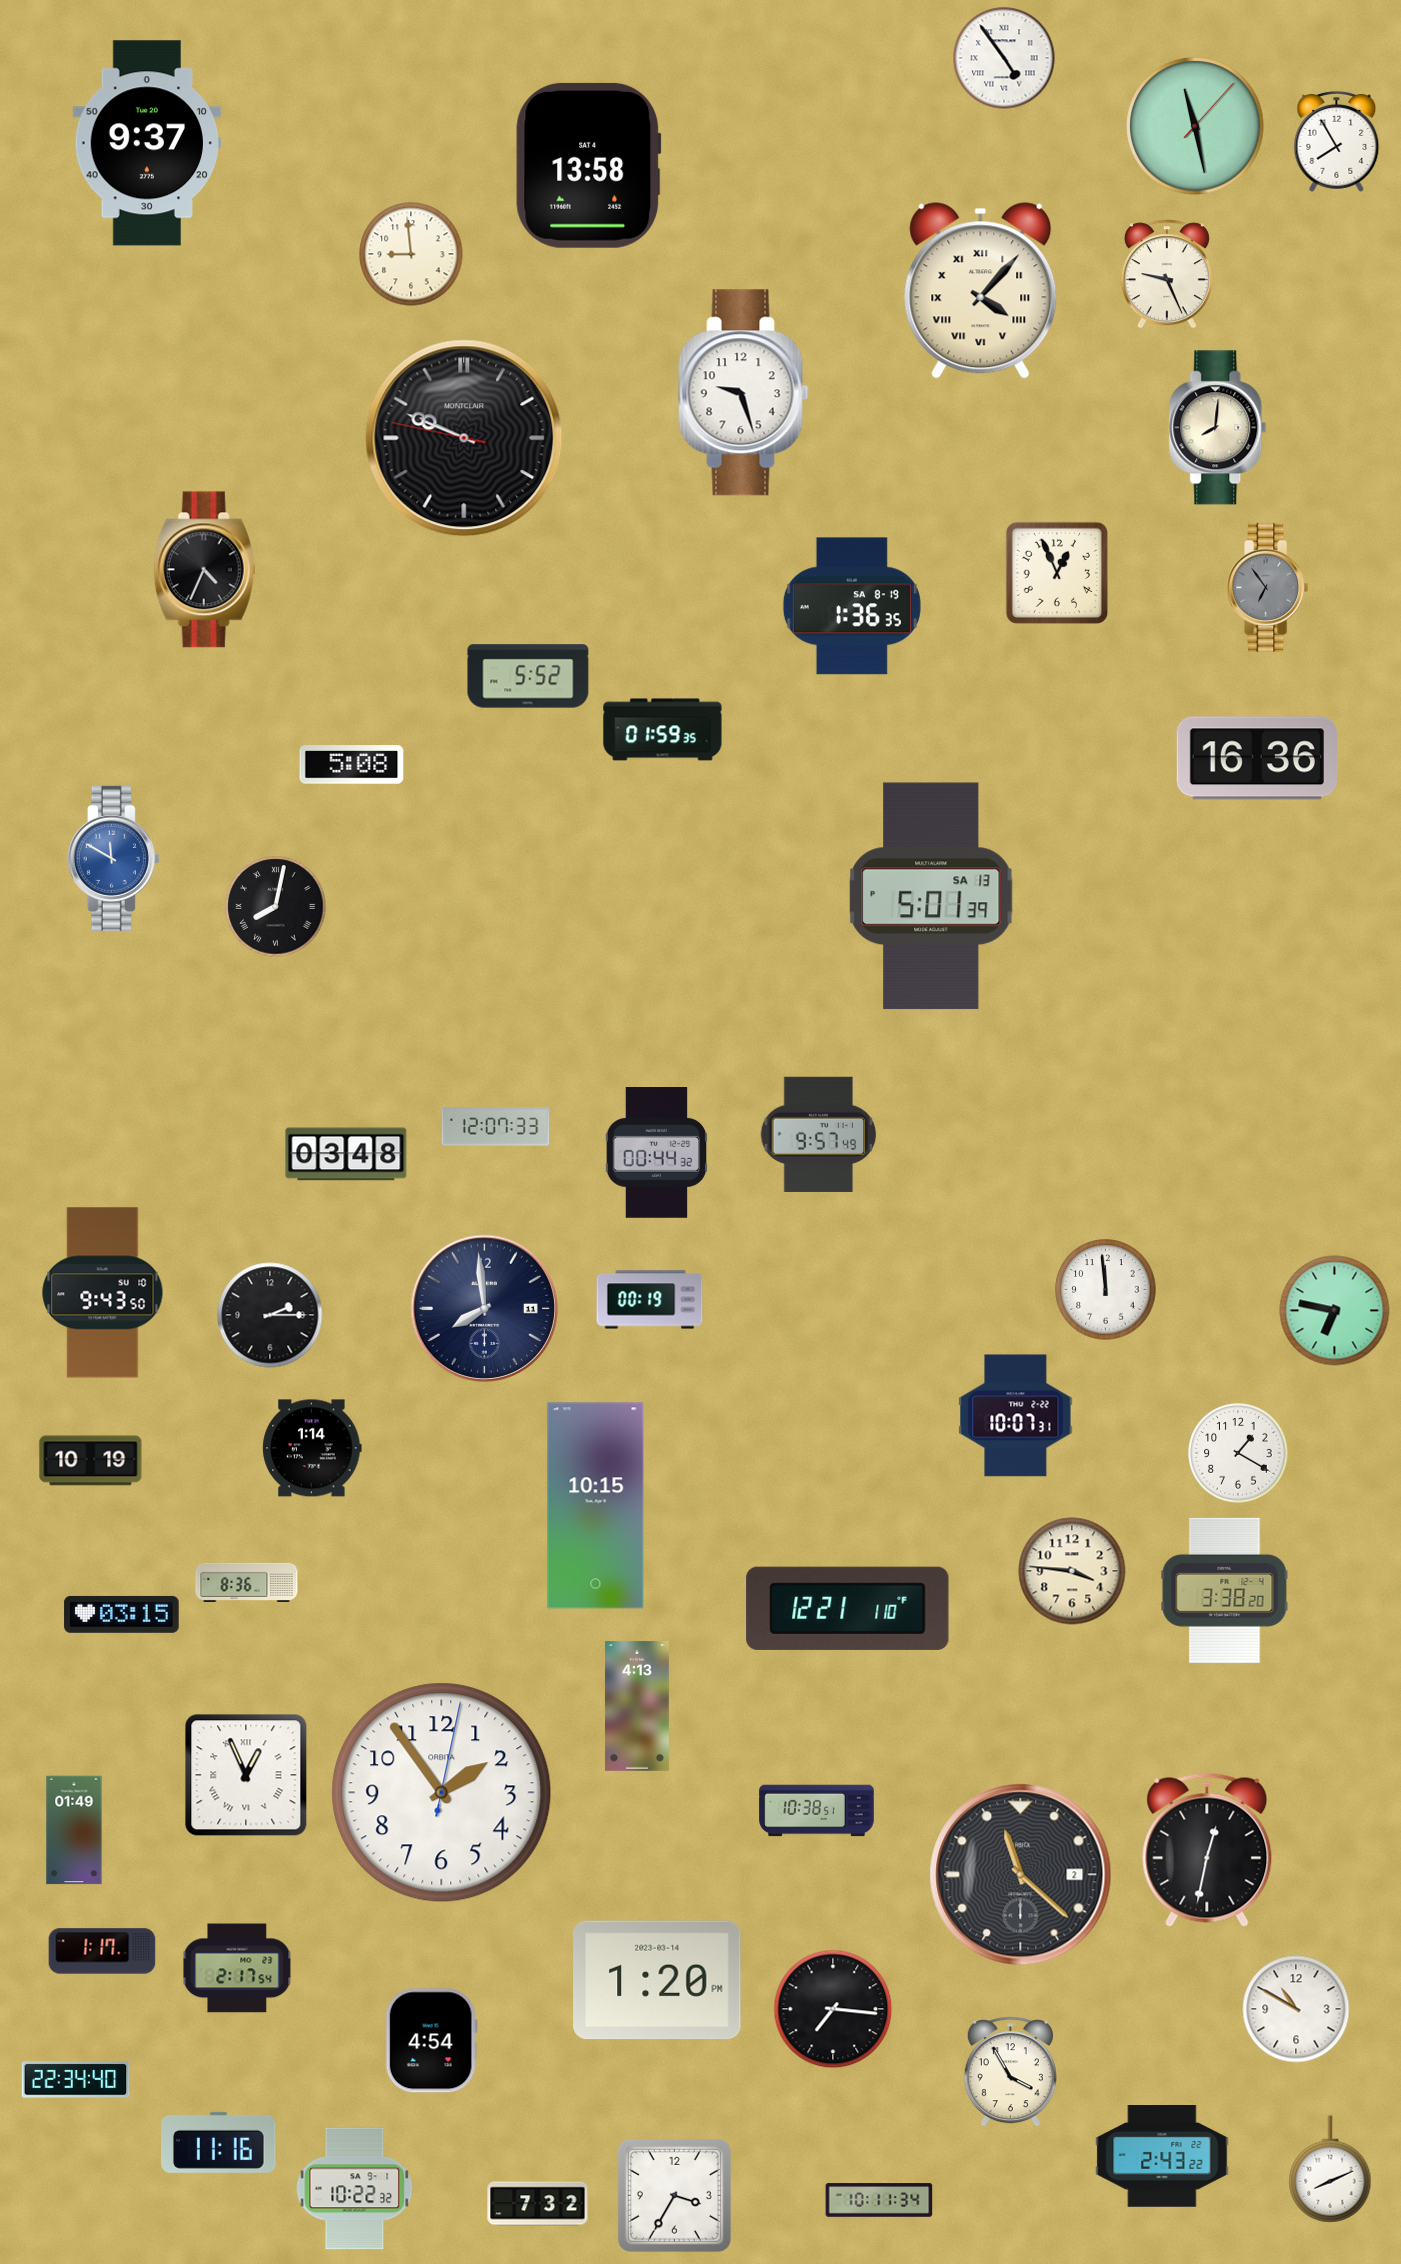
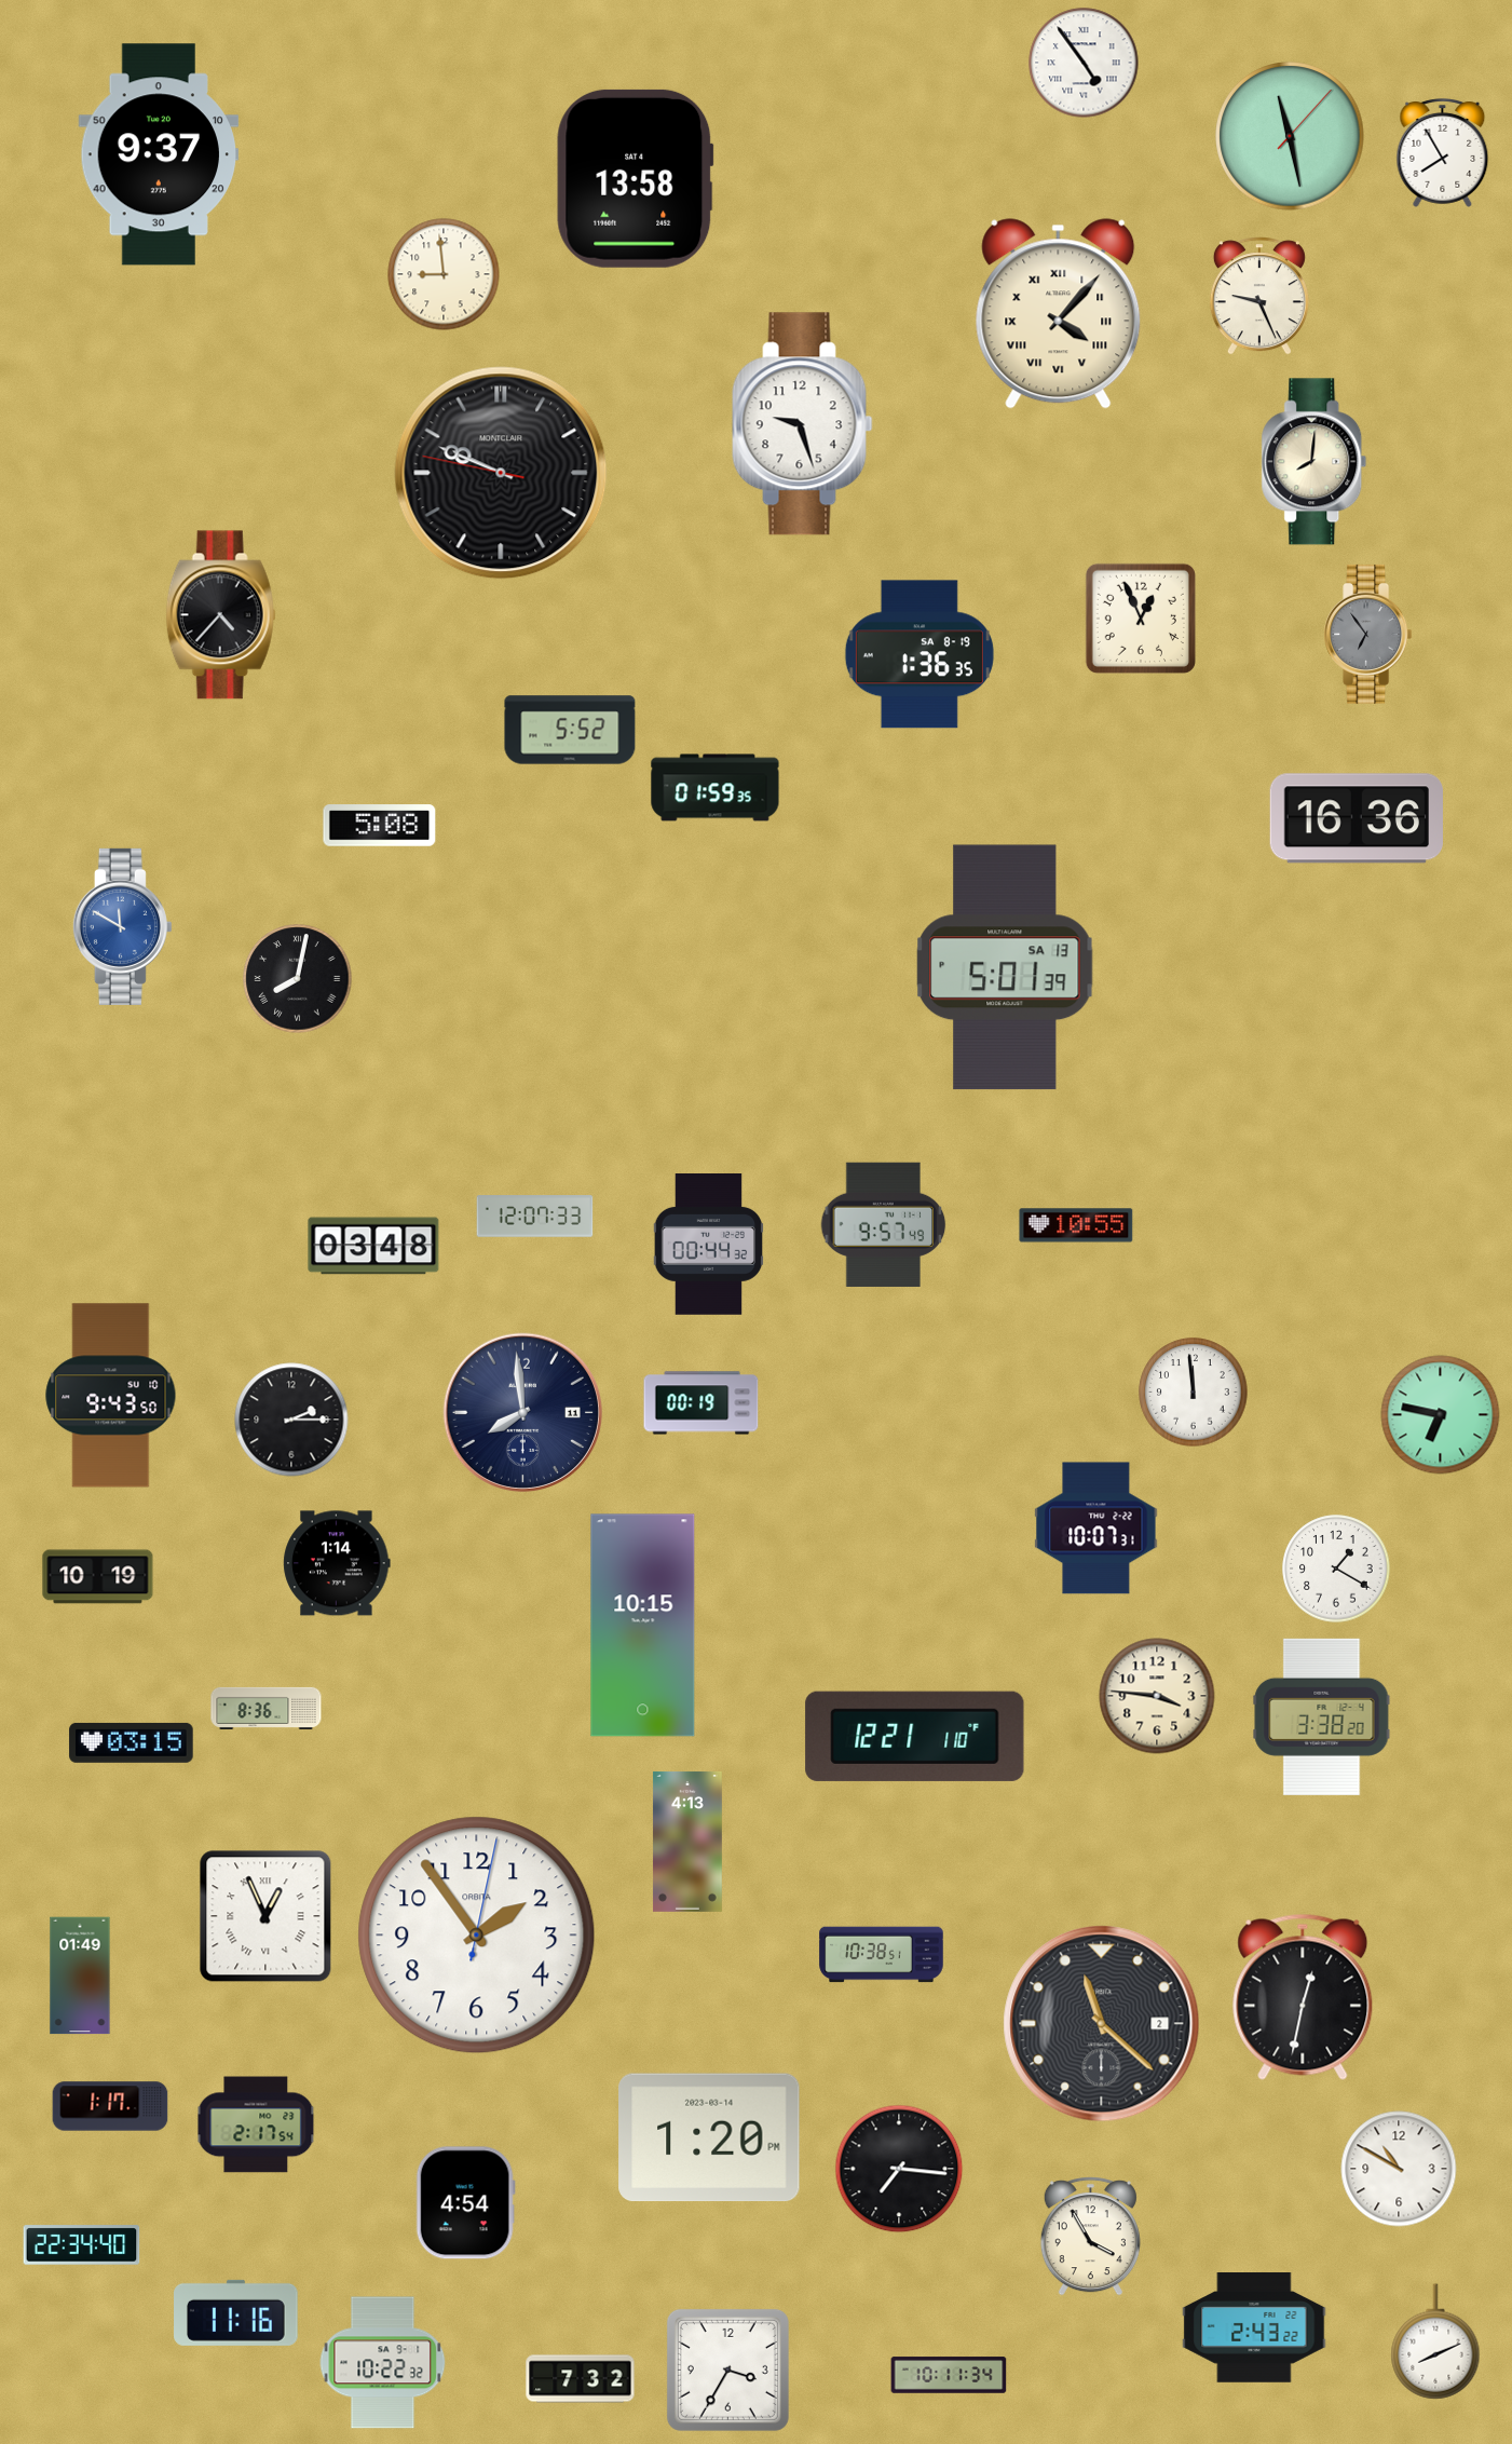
clock at (205, 570): 4:34 -> 4:37
clock at (1076, 1225): none -> 10:55
